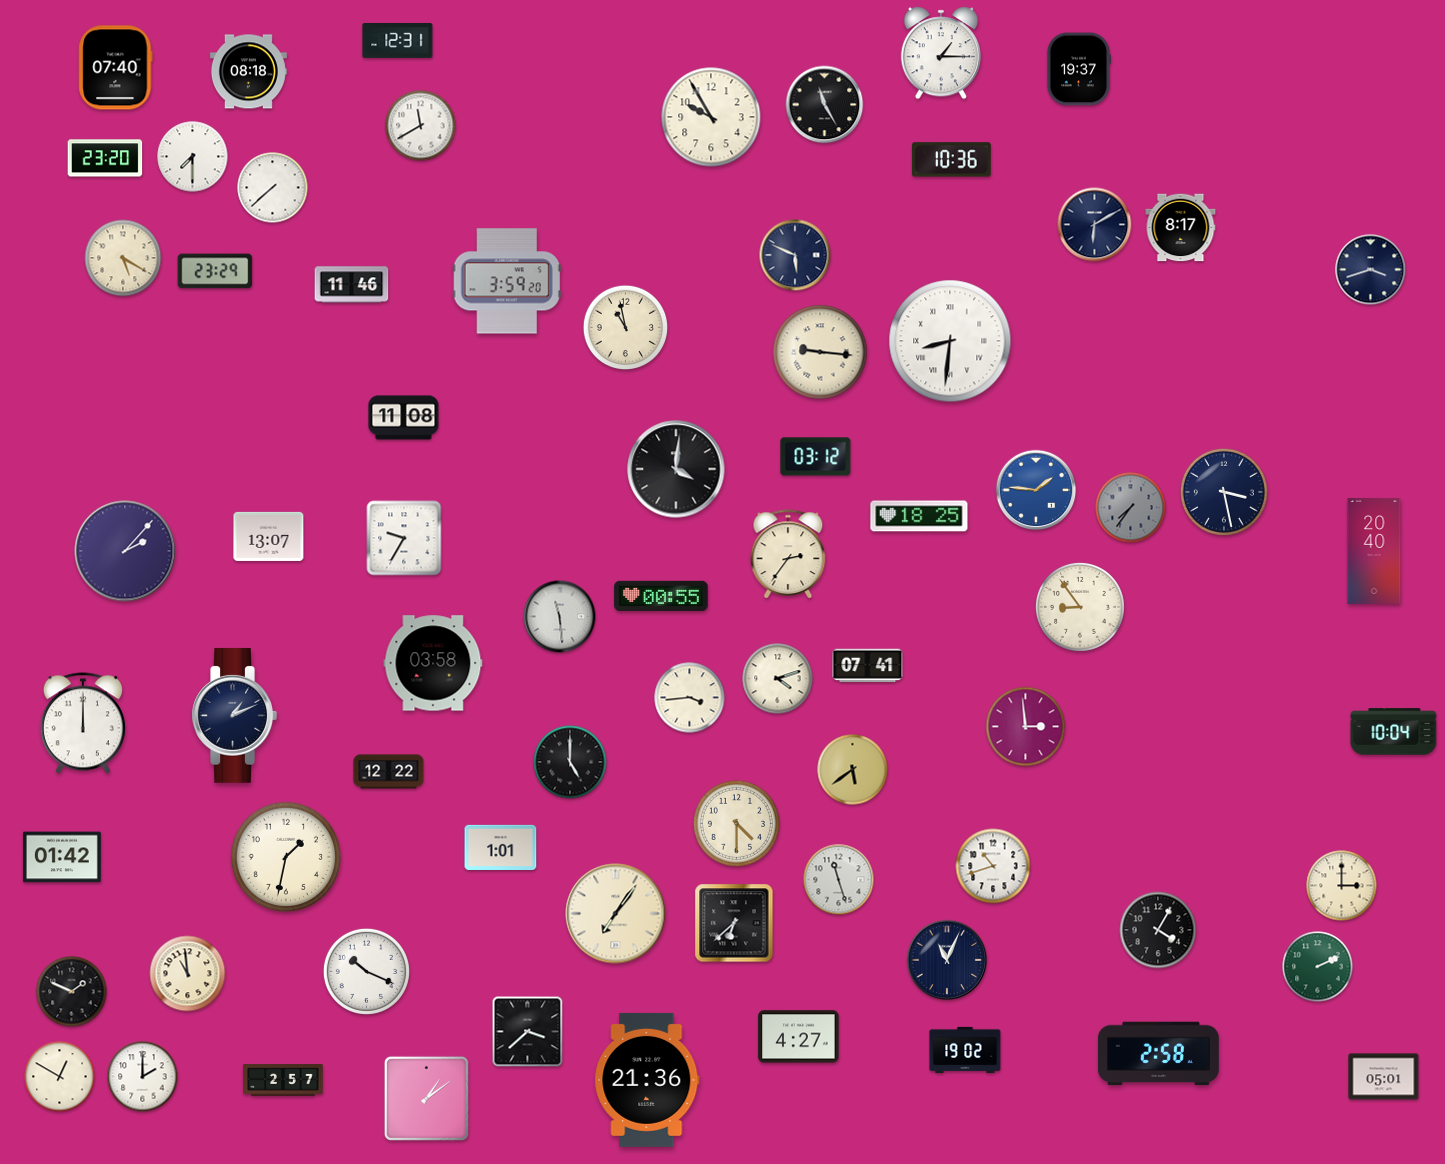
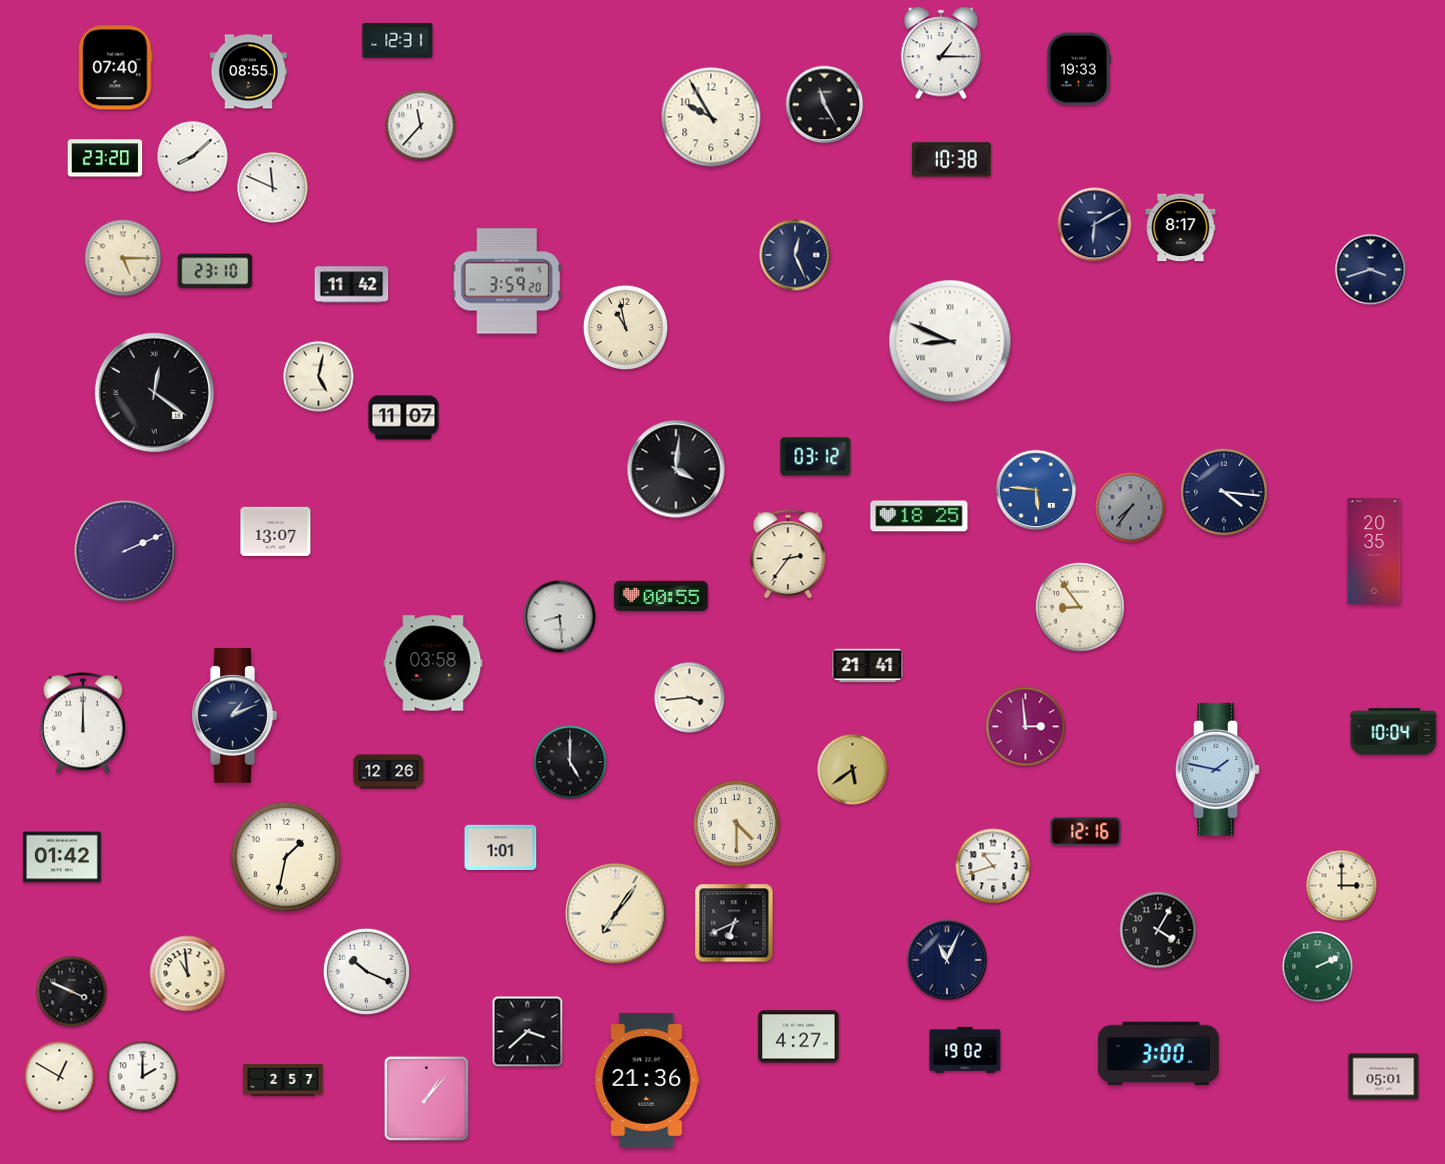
clock at (1078, 69): 19:37 -> 19:33
clock at (248, 72): 08:18 -> 08:55
clock at (421, 126): 11:40 -> 11:37
clock at (193, 157): 7:30 -> 8:08
clock at (951, 160): 10:36 -> 10:38
clock at (273, 188): 7:38 -> 11:49
clock at (795, 255): 5:49 -> 12:26
clock at (123, 258): 5:20 -> 5:15
clock at (215, 271): 23:29 -> 23:10
clock at (352, 285): 11:46 -> 11:42
clock at (950, 341): 8:31 -> 8:49
clock at (820, 352): 9:16 -> none
clock at (319, 377): none -> 5:02
clock at (154, 392): none -> 12:21
clock at (404, 418): 11:08 -> 11:07
clock at (1036, 490): 1:46 -> 5:46
clock at (1224, 492): 3:28 -> 4:16
clock at (269, 536) position: (269, 536) -> (276, 531)
clock at (404, 538): 9:35 -> none
clock at (125, 551): 2:07 -> 2:11
clock at (1374, 551): 20:40 -> 20:35
clock at (560, 617): 11:29 -> 8:29
clock at (868, 666): 07:41 -> 21:41
clock at (778, 679): 4:12 -> none
clock at (1218, 769): none -> 1:47
clock at (389, 772): 12:22 -> 12:26
clock at (1086, 832): none -> 12:16
clock at (839, 880): 11:27 -> none
clock at (734, 923): 6:38 -> 6:41
clock at (72, 992): 1:49 -> 3:49
clock at (1159, 1054): 2:58 -> 3:00
clock at (426, 1098): 1:09 -> 1:07
